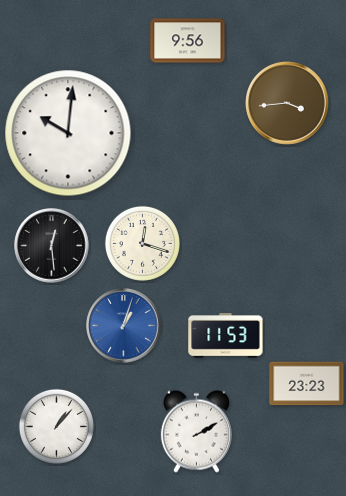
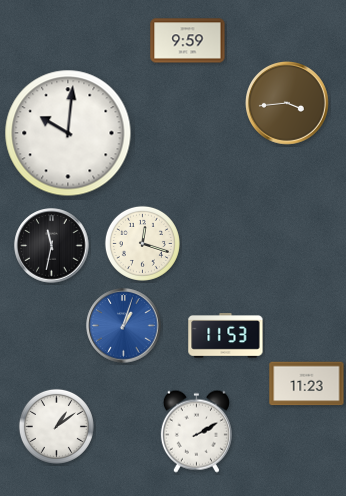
clock at (188, 41): 9:56 -> 9:59
clock at (52, 246): 12:29 -> 11:32
clock at (307, 384): 23:23 -> 11:23
clock at (56, 426): 1:07 -> 1:09
